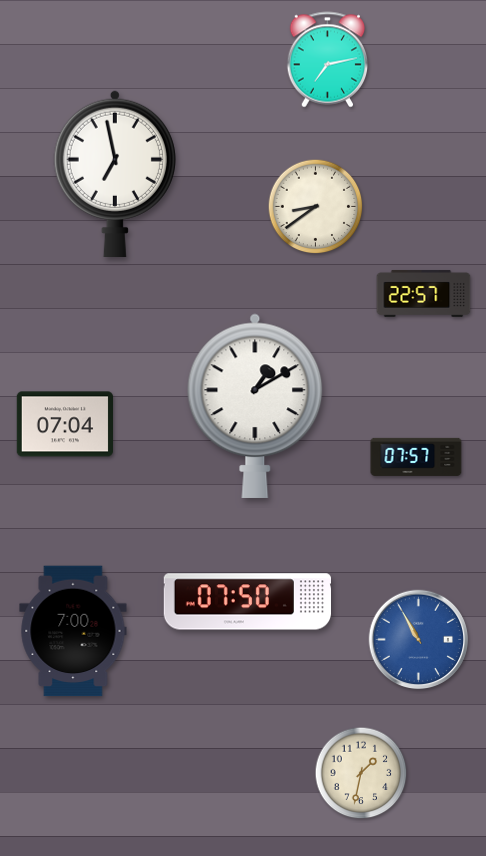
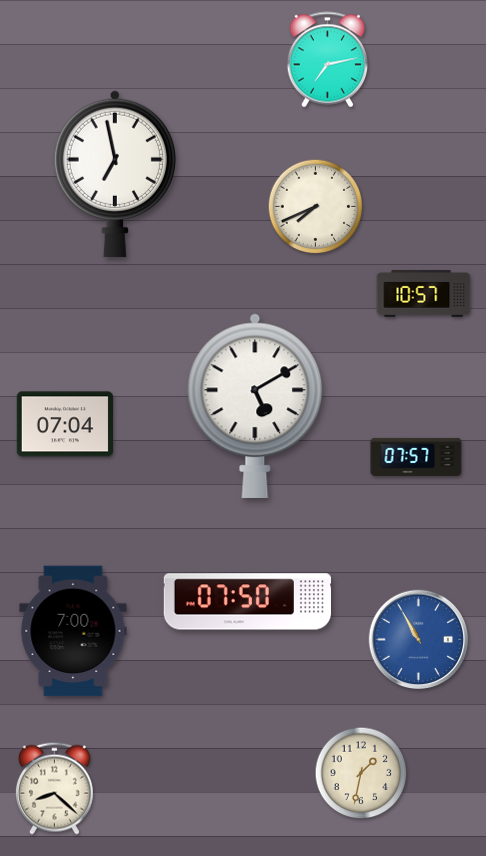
clock at (316, 207): 8:39 -> 7:41
clock at (424, 293): 22:57 -> 10:57
clock at (255, 406): 1:10 -> 5:10
clock at (54, 788): none -> 8:22
